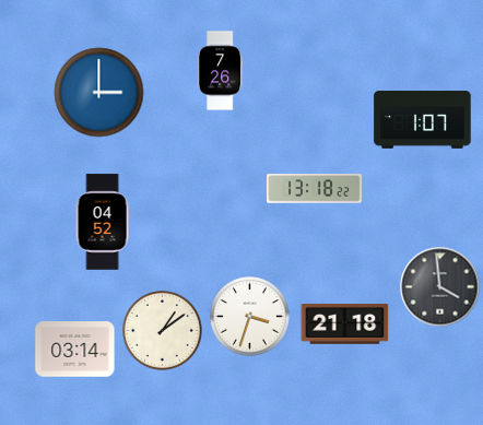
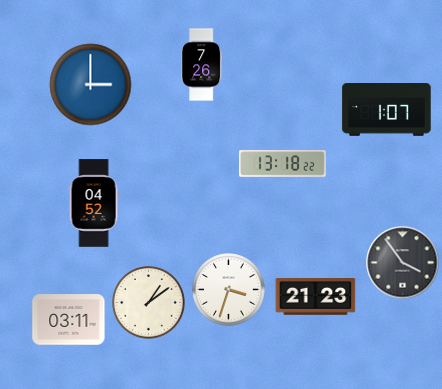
clock at (315, 189) position: (315, 189) -> (283, 164)
clock at (440, 287): 3:59 -> 3:54
clock at (345, 324): 21:18 -> 21:23
clock at (75, 350): 03:14 -> 03:11
